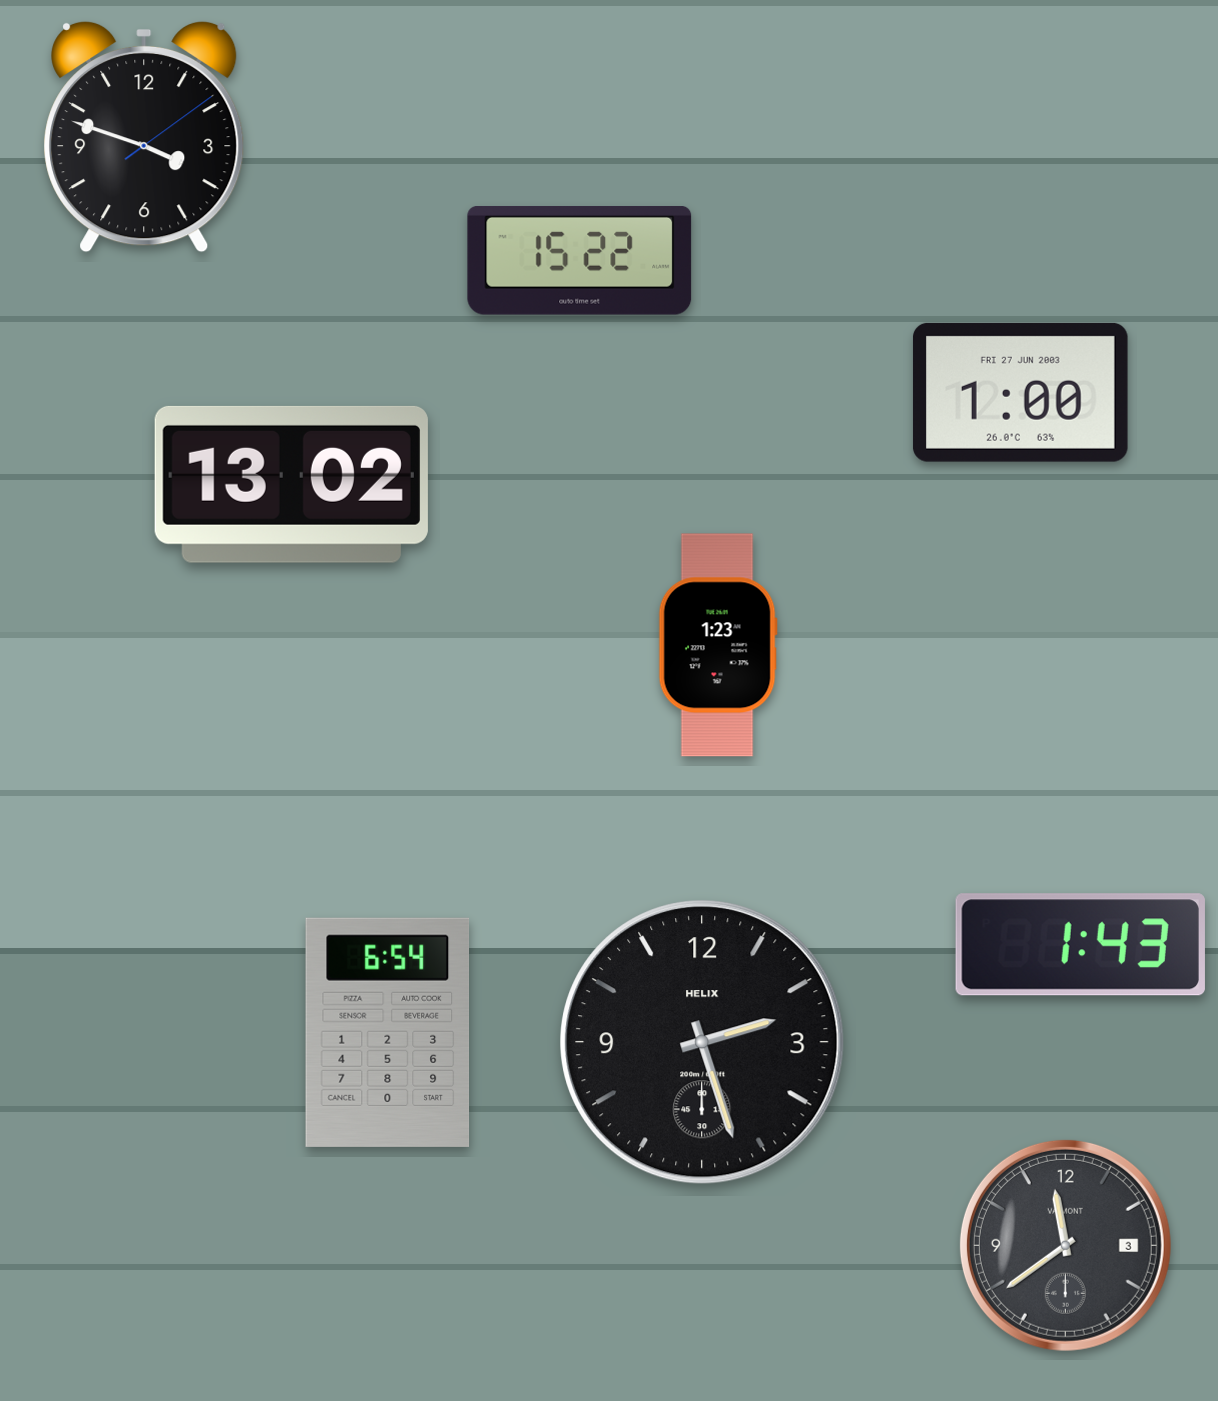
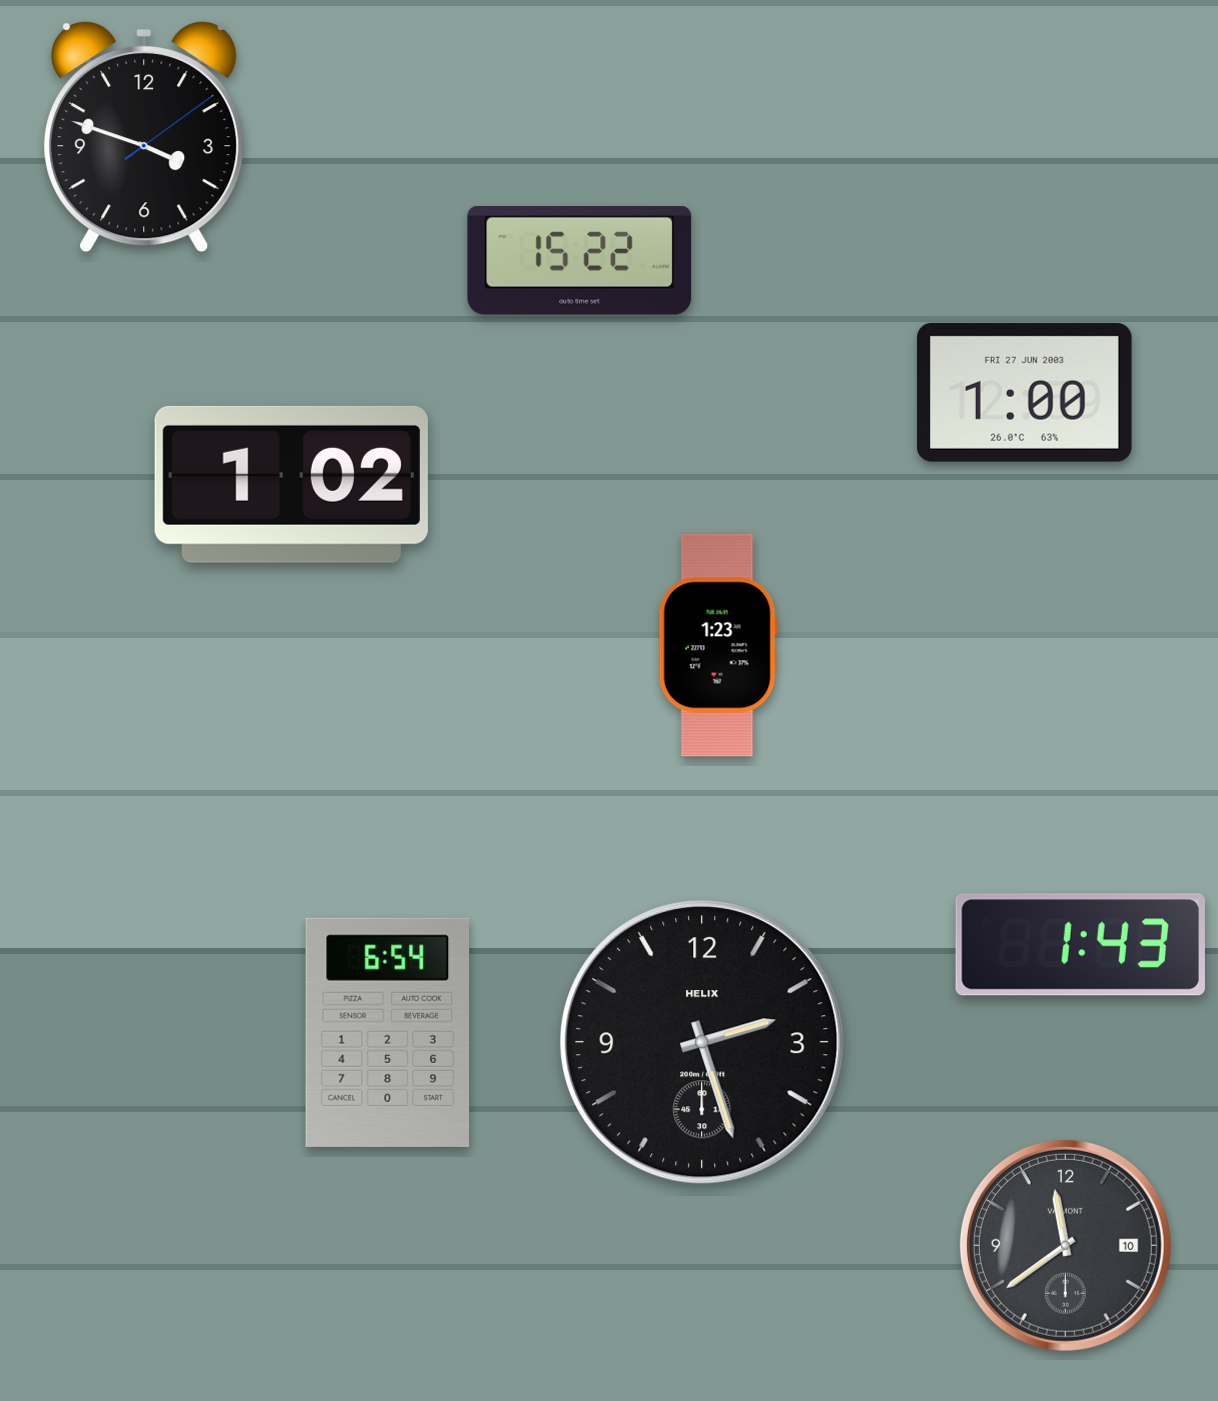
clock at (1020, 392) position: (1020, 392) -> (1024, 392)
clock at (291, 484): 13:02 -> 1:02
clock at (1065, 1245) date: 3 -> 10
